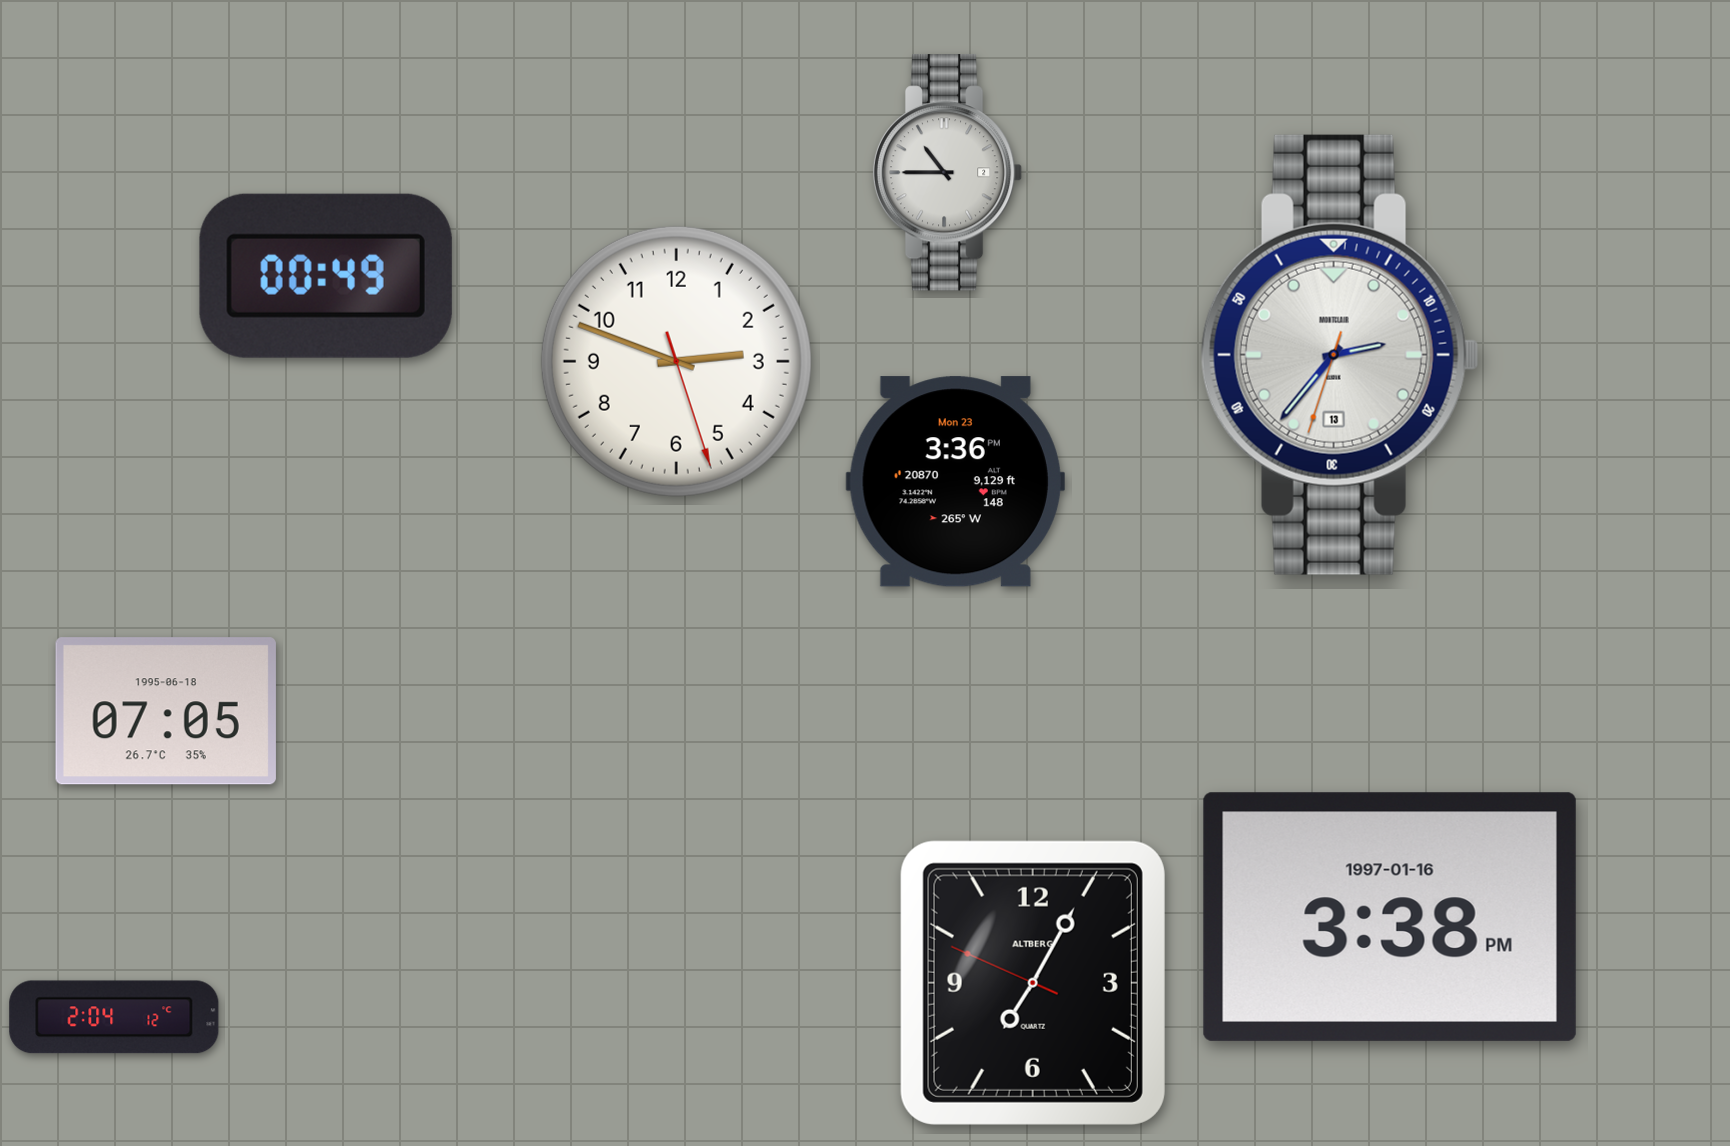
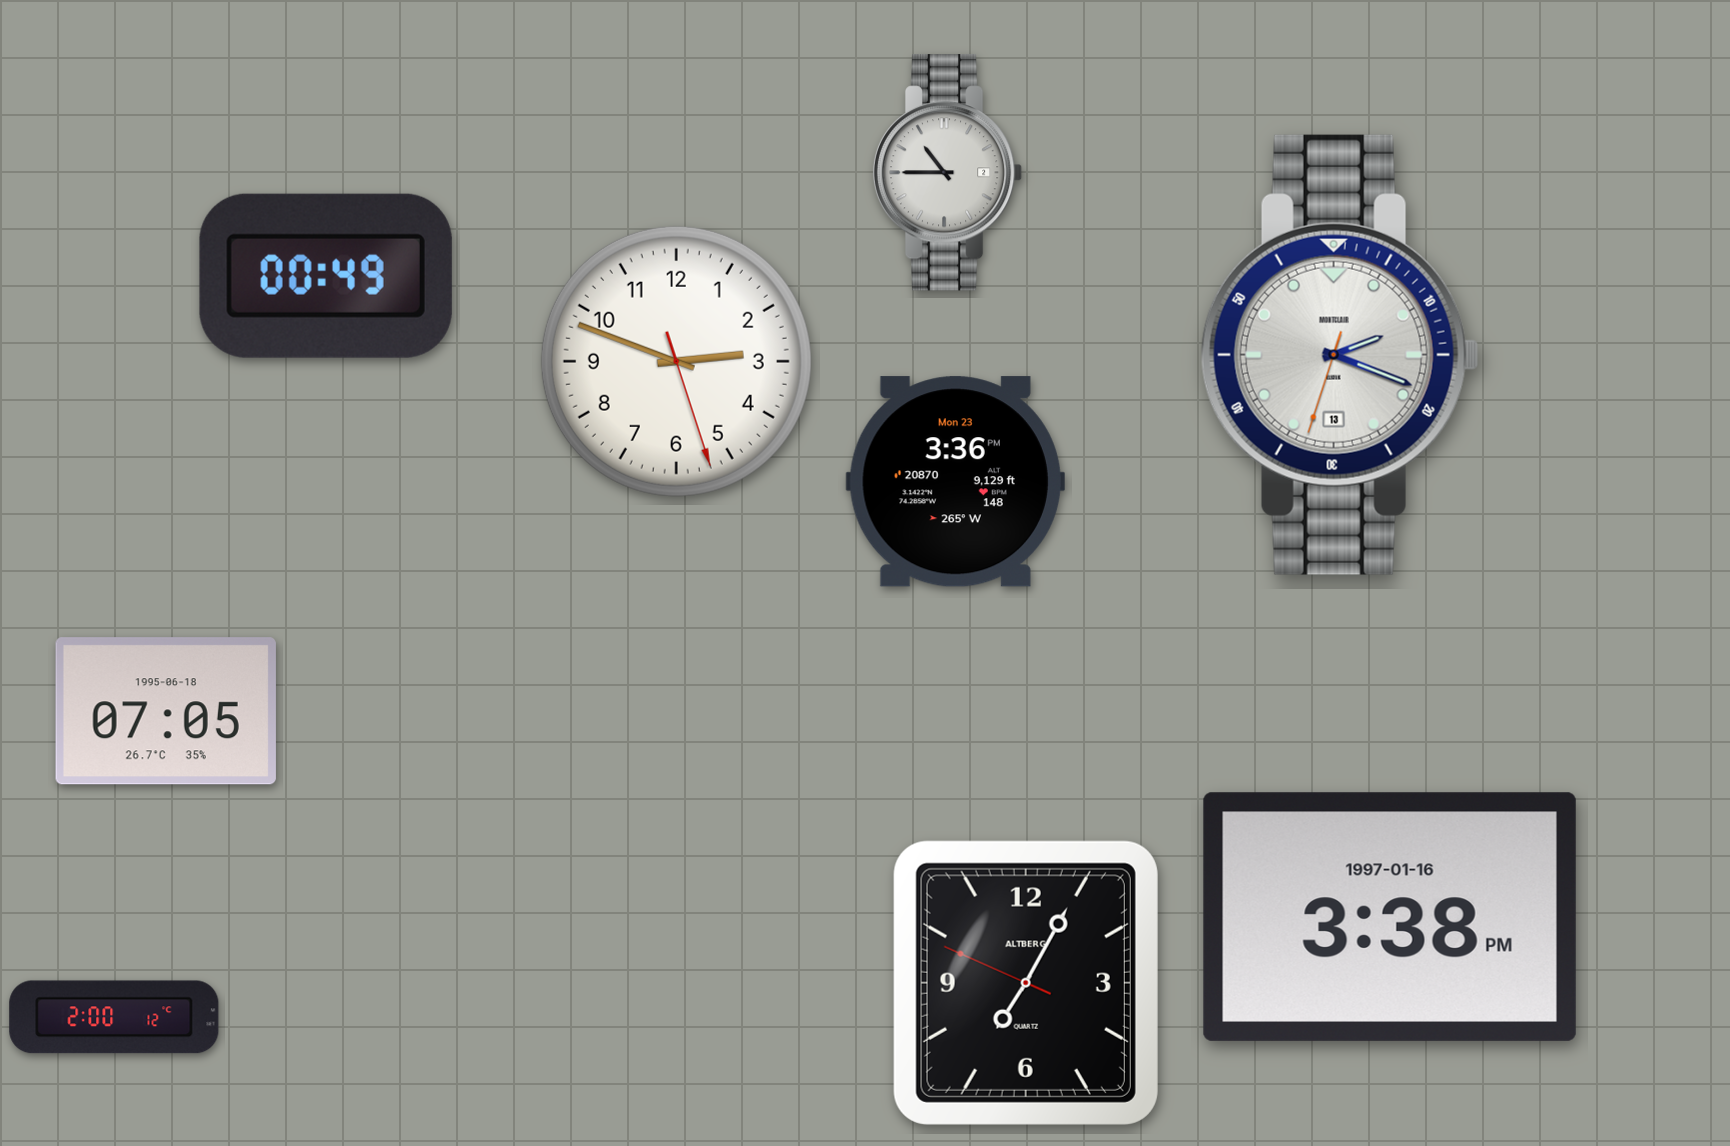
clock at (1340, 355): 2:36 -> 2:18
clock at (1033, 983) position: (1033, 983) -> (1026, 983)
clock at (114, 1017): 2:04 -> 2:00
